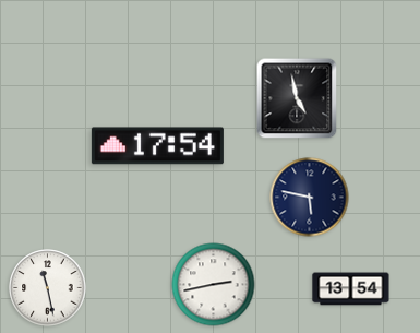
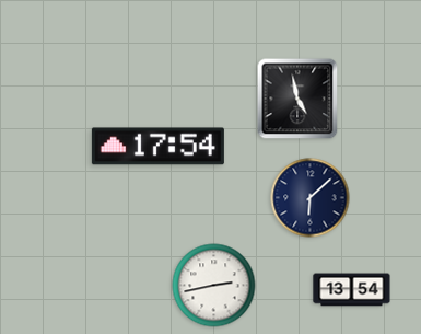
clock at (310, 198): 5:47 -> 6:08
clock at (48, 288): 11:28 -> none
